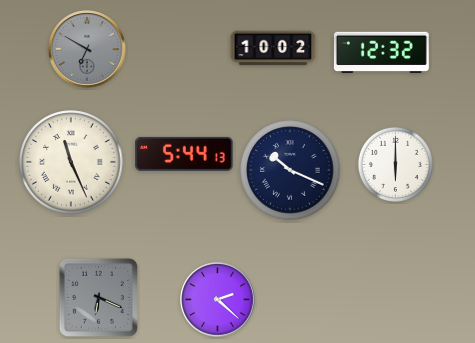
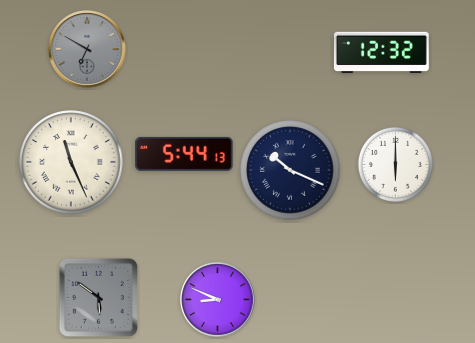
clock at (273, 48): 10:02 -> none
clock at (98, 297): 6:19 -> 5:51
clock at (218, 300): 2:22 -> 8:49
